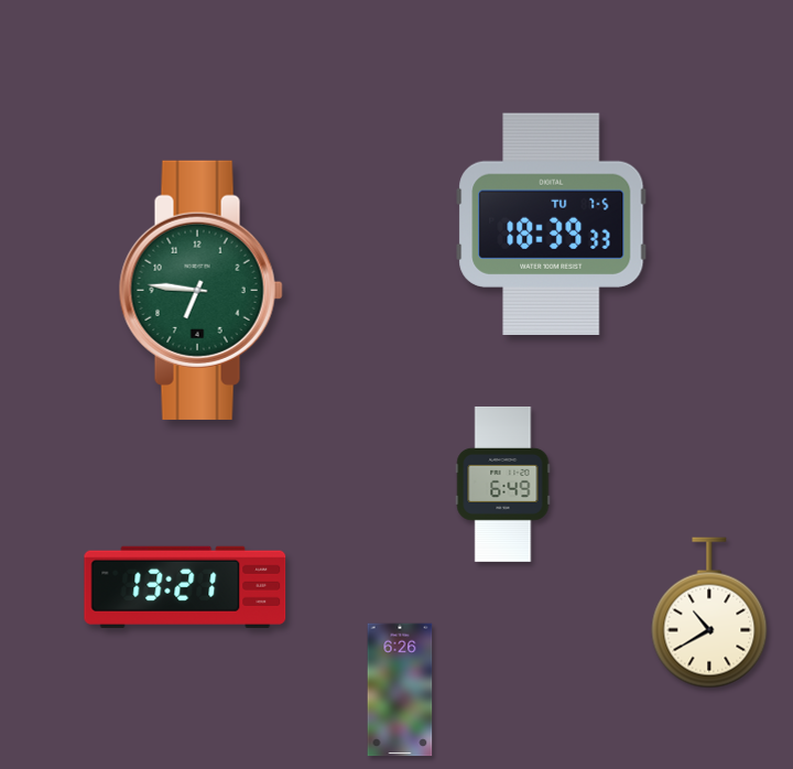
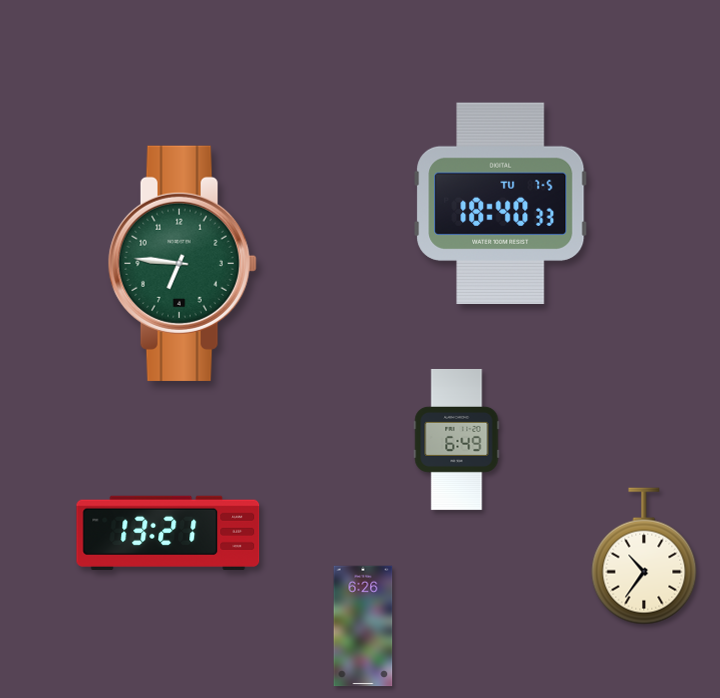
clock at (552, 224): 18:39 -> 18:40
clock at (709, 613): 10:40 -> 10:36
